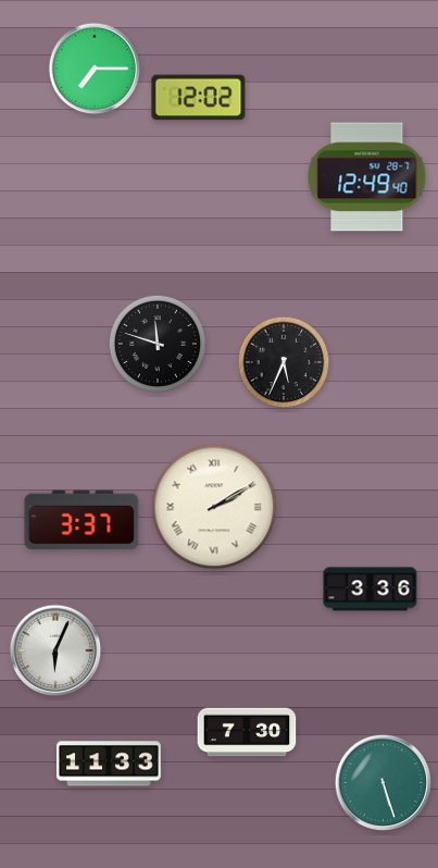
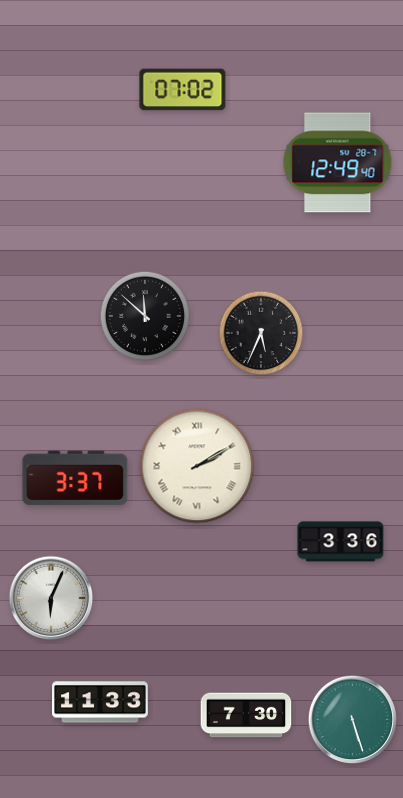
clock at (95, 69): 7:15 -> none
clock at (199, 98): 12:02 -> 07:02
clock at (157, 343): 11:48 -> 11:52
clock at (247, 732) position: (247, 732) -> (246, 715)
